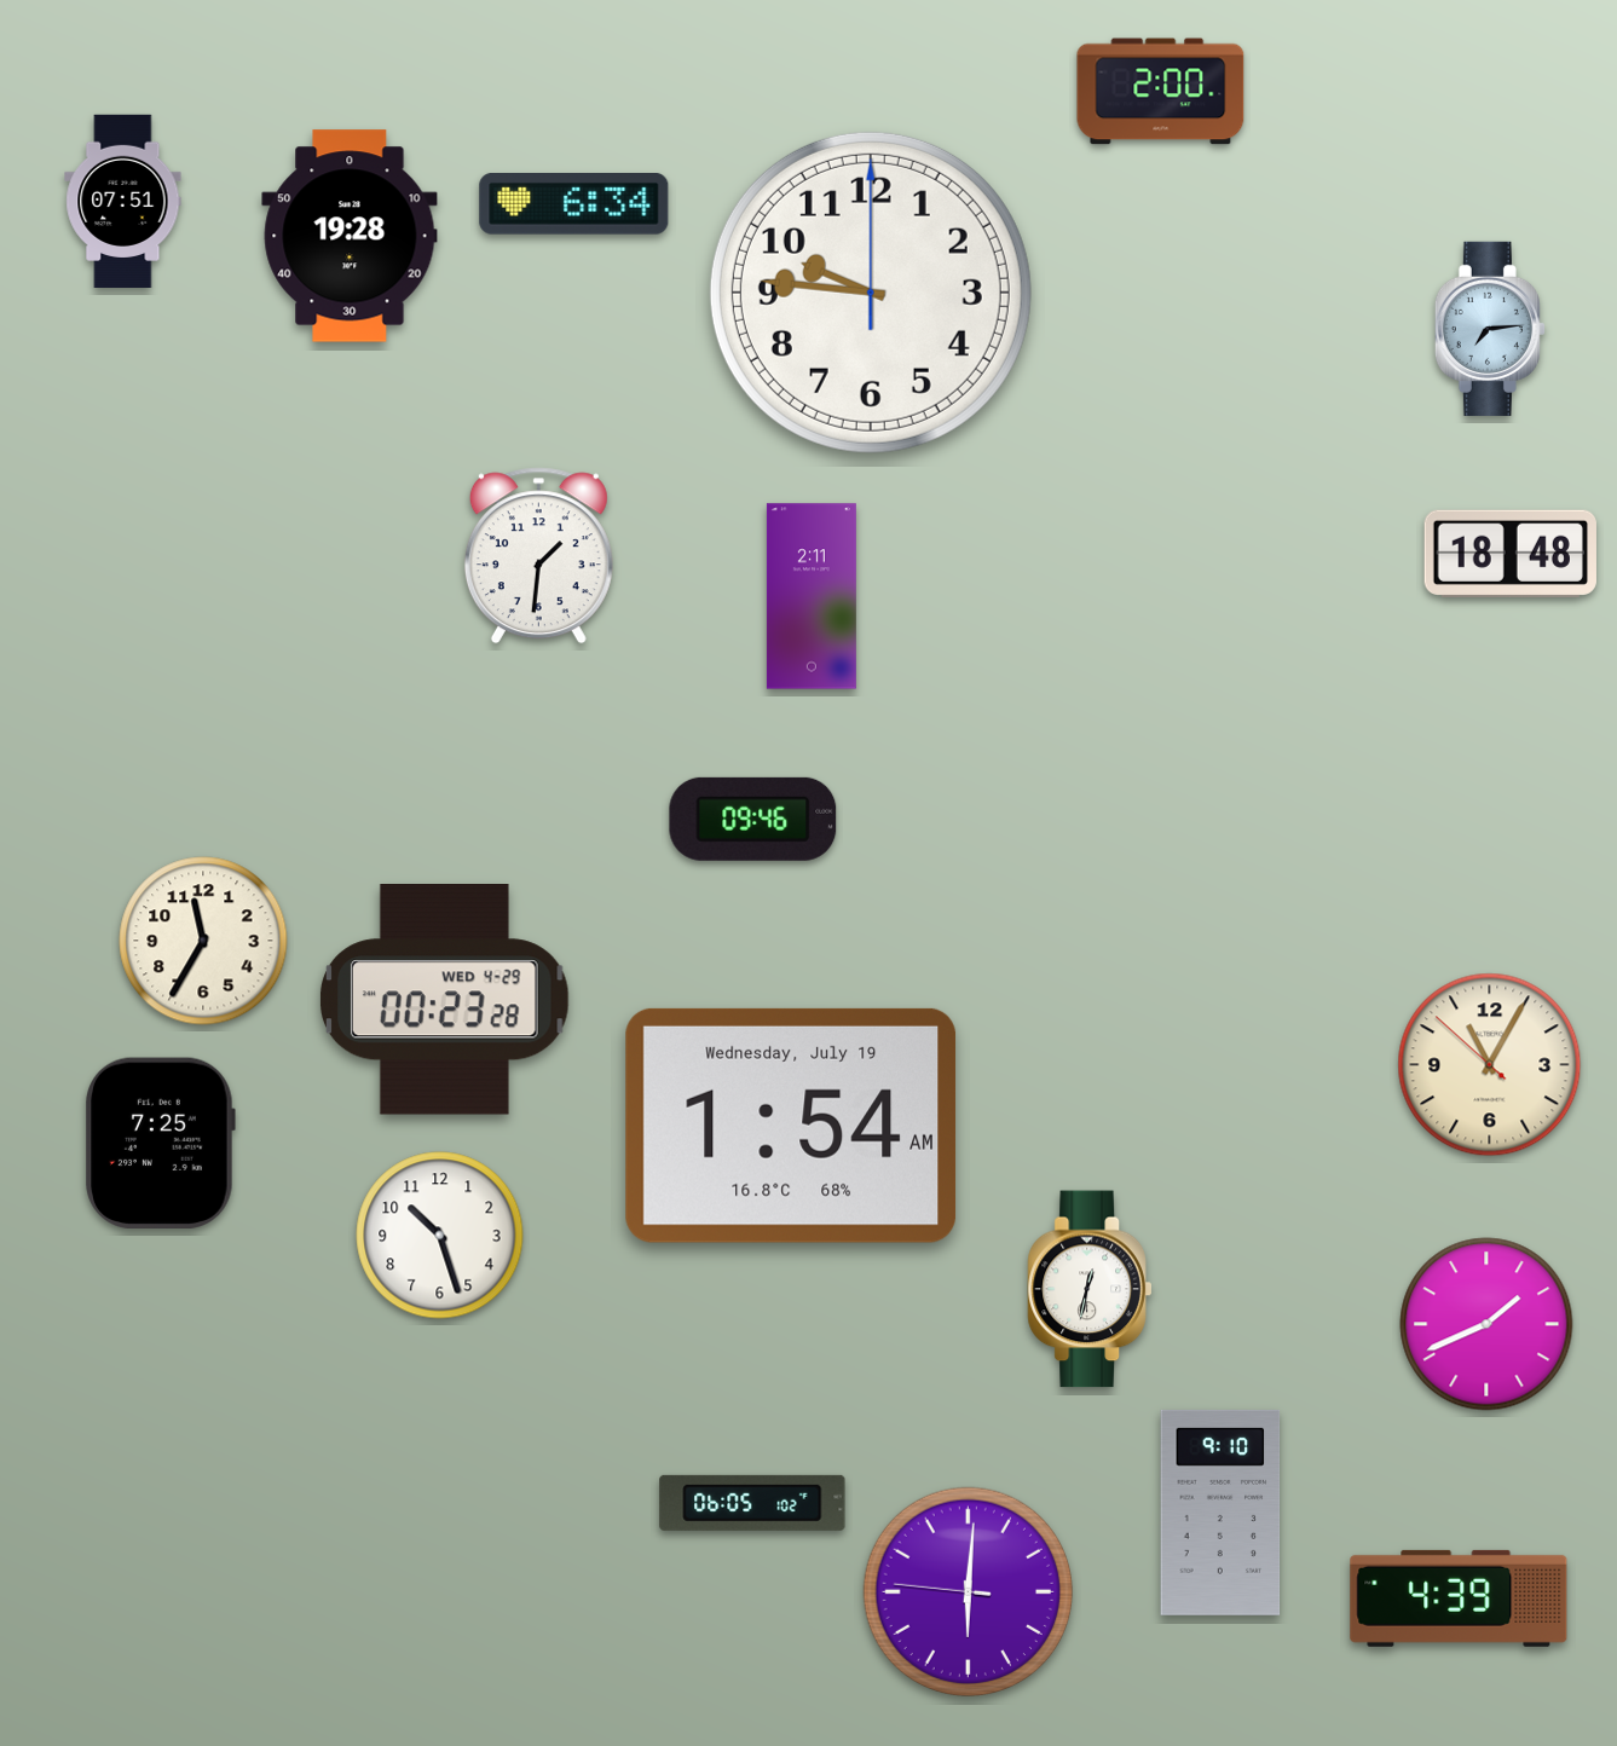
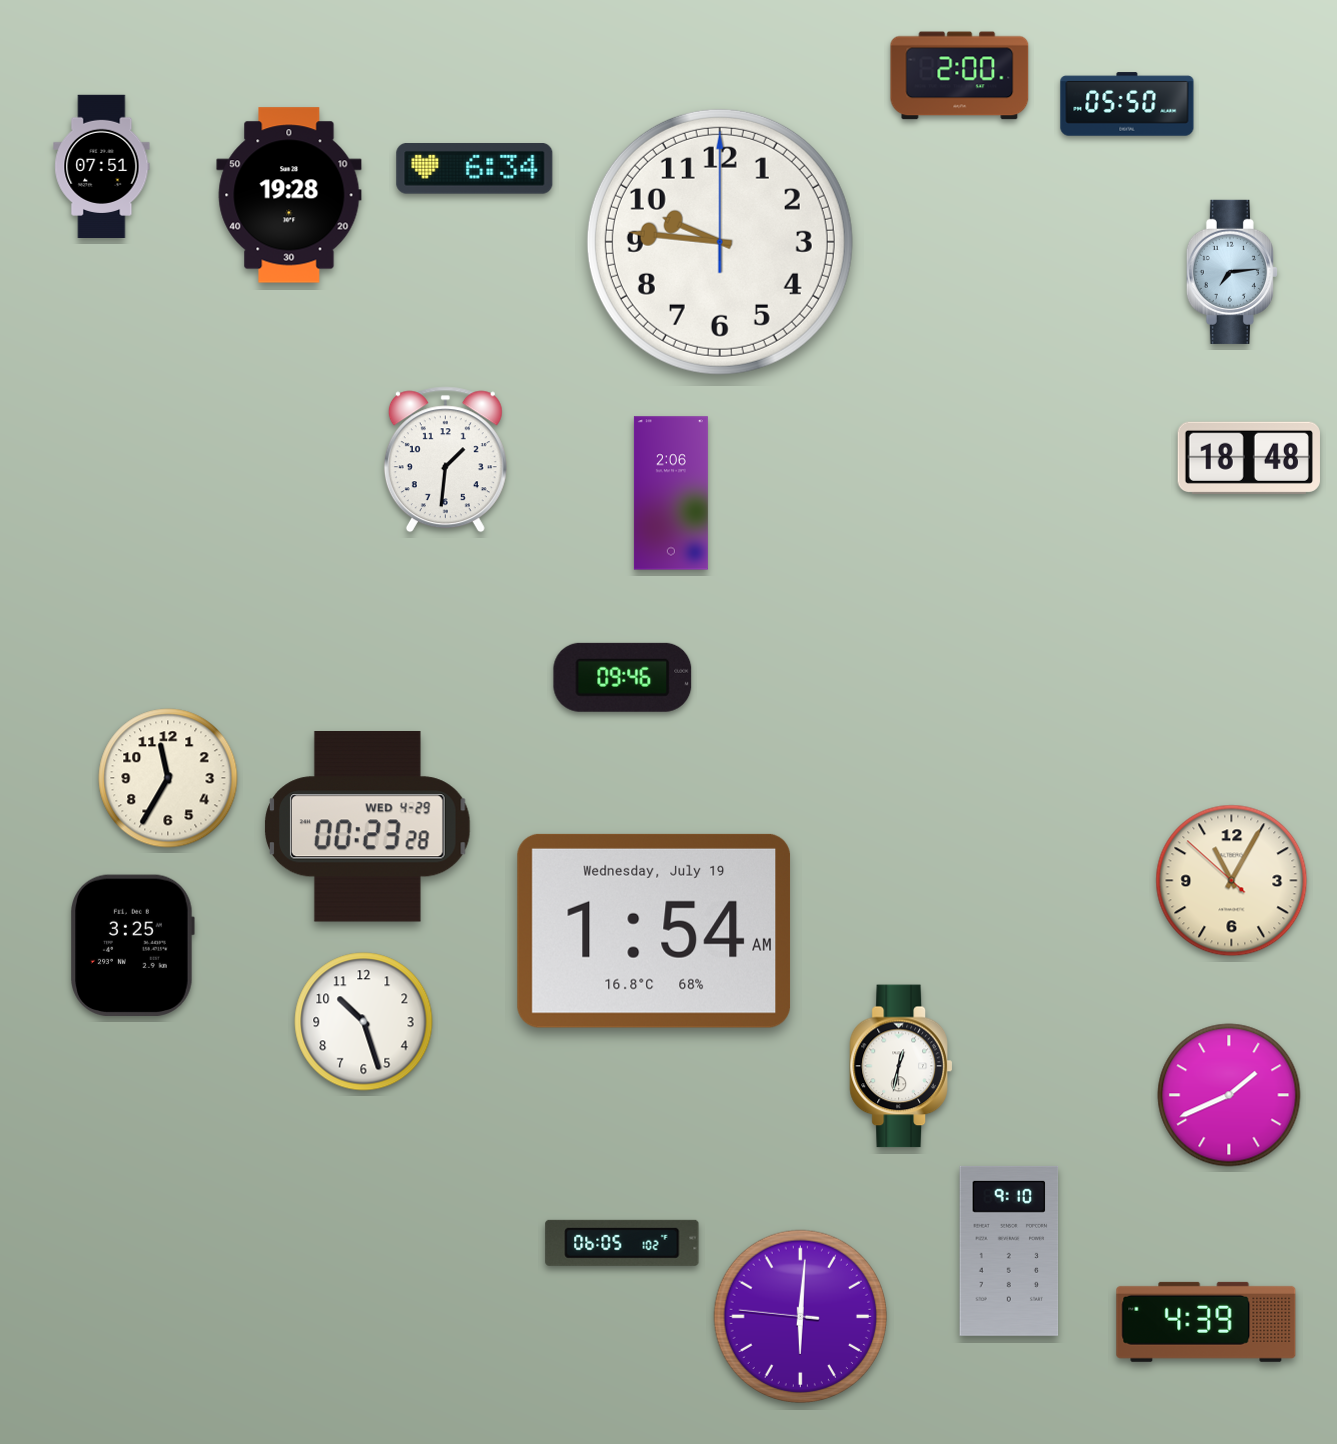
clock at (1127, 104): none -> 05:50
clock at (812, 596): 2:11 -> 2:06
clock at (160, 1143): 7:25 -> 3:25
